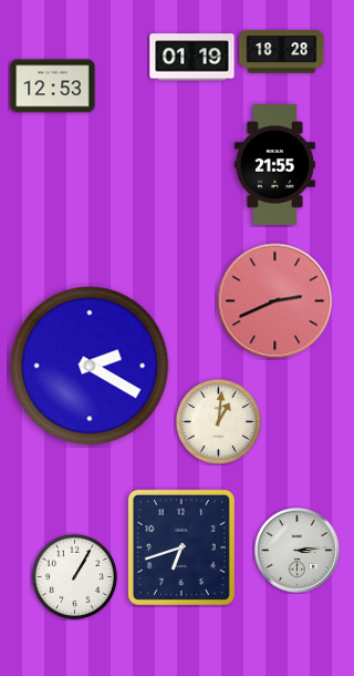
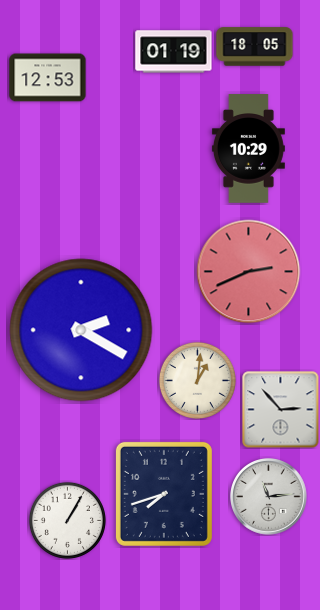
clock at (282, 52): 18:28 -> 18:05
clock at (274, 165): 21:55 -> 10:29
clock at (281, 410): none -> 2:53
clock at (181, 547): 6:42 -> 7:42
clock at (298, 551): 3:14 -> 11:14
